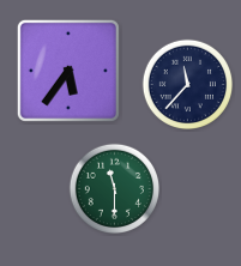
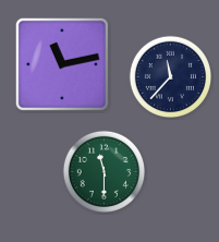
clock at (68, 71): 5:36 -> 11:13
